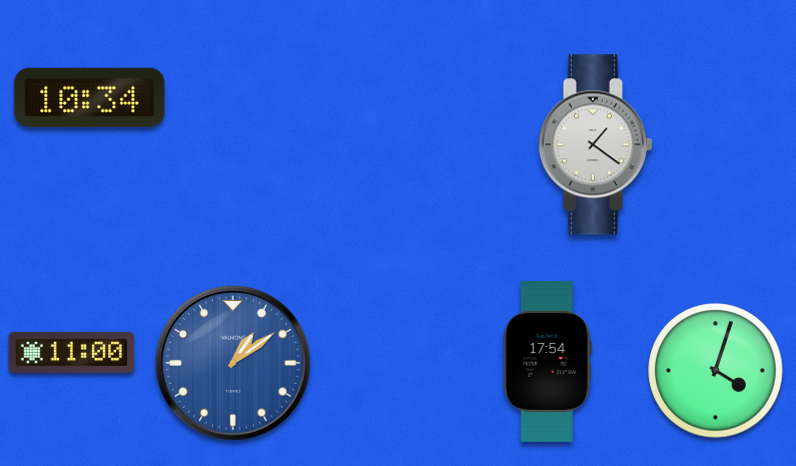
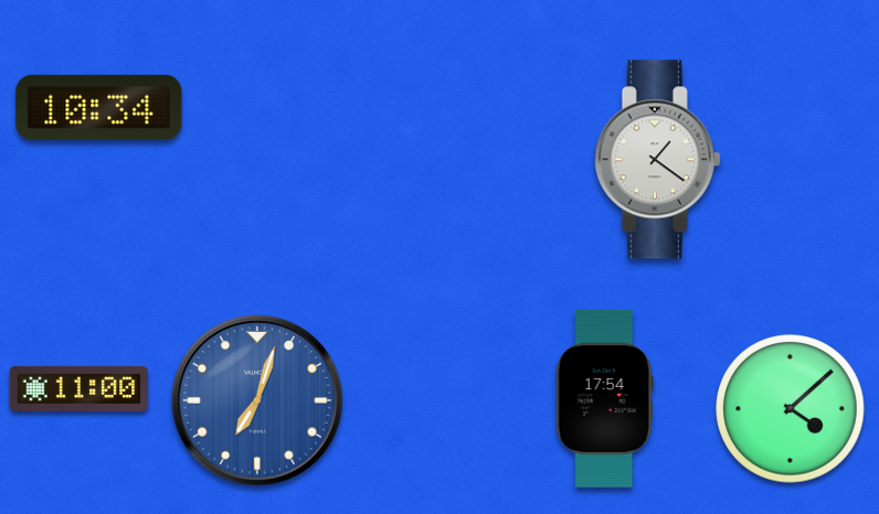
clock at (234, 364): 1:09 -> 7:03
clock at (716, 371): 4:03 -> 4:08
